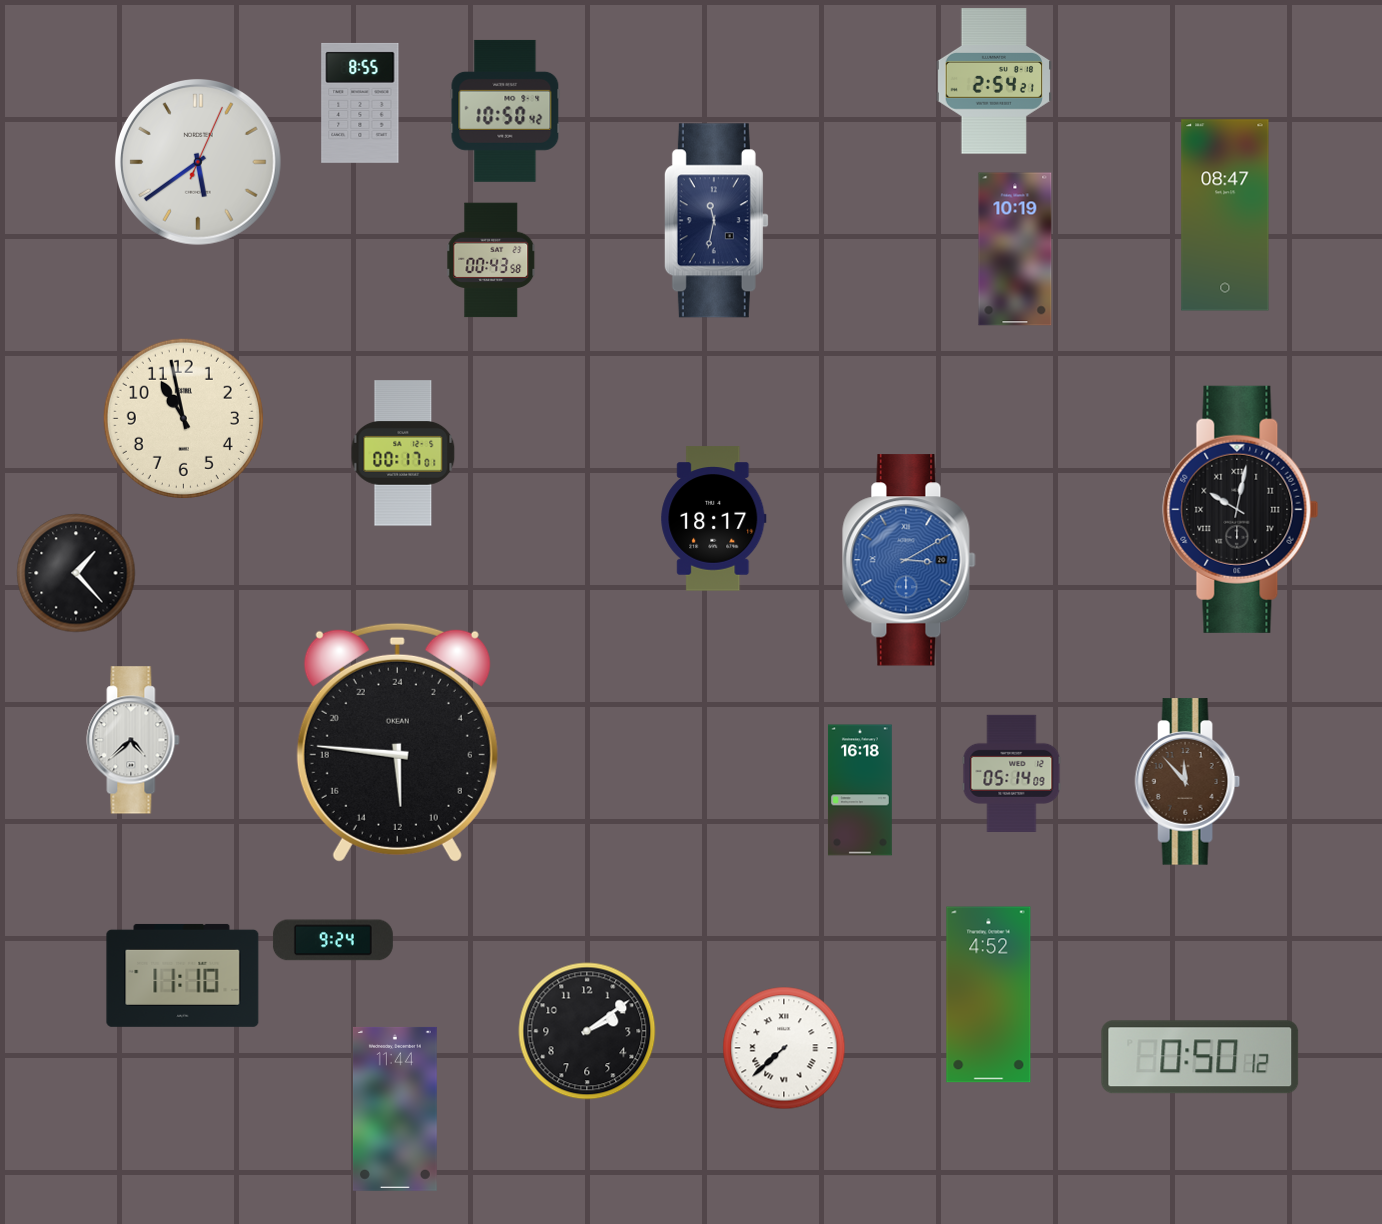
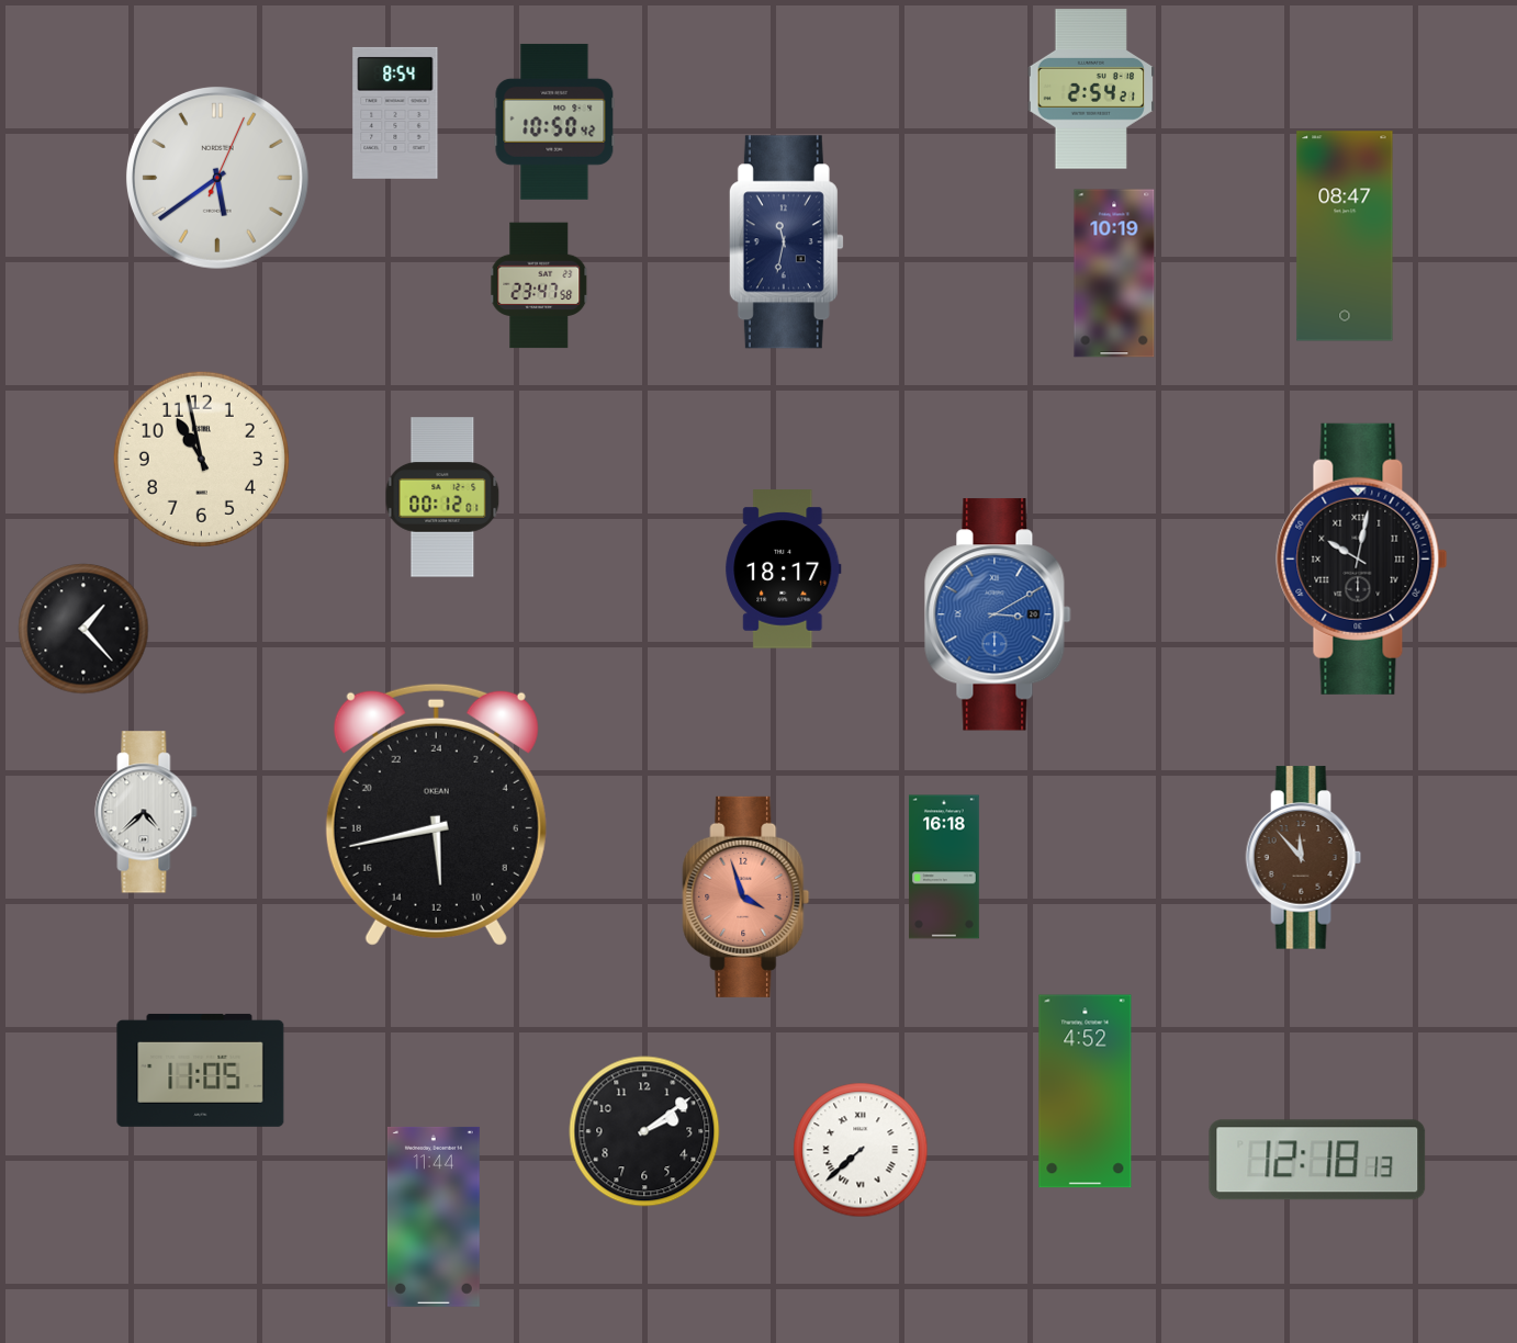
clock at (360, 103): 8:55 -> 8:54
clock at (492, 260): 00:43 -> 23:47
clock at (403, 453): 00:17 -> 00:12
clock at (397, 742): 11:46 -> 11:43
clock at (1012, 773): 05:14 -> none
clock at (746, 896): none -> 3:57
clock at (333, 940): 9:24 -> none
clock at (183, 975): 11:10 -> 11:05
clock at (1200, 1057): 0:50 -> 12:18
